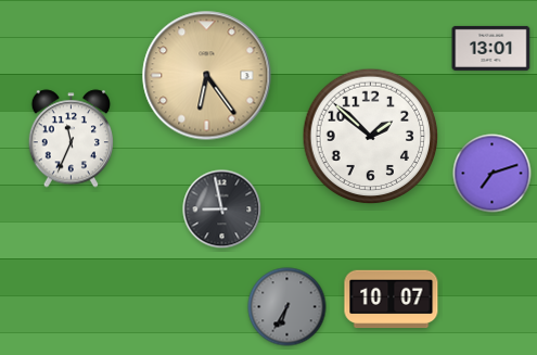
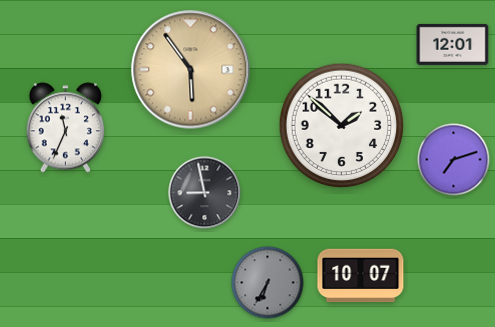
clock at (491, 48): 13:01 -> 12:01
clock at (207, 76): 6:24 -> 5:54
clock at (287, 307) position: (287, 307) -> (268, 283)
